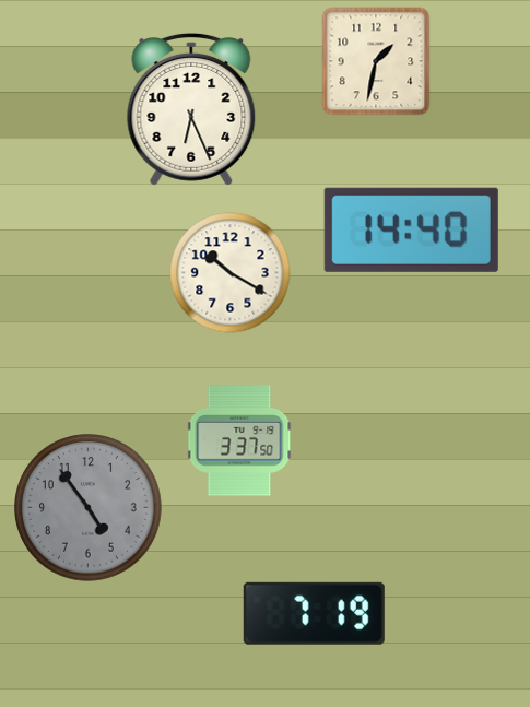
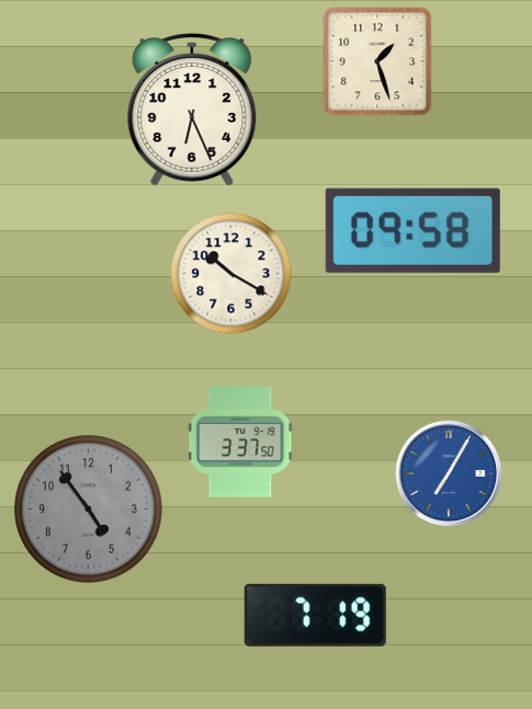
clock at (376, 61): 1:32 -> 1:27
clock at (411, 229): 14:40 -> 09:58
clock at (449, 473): none -> 7:05
